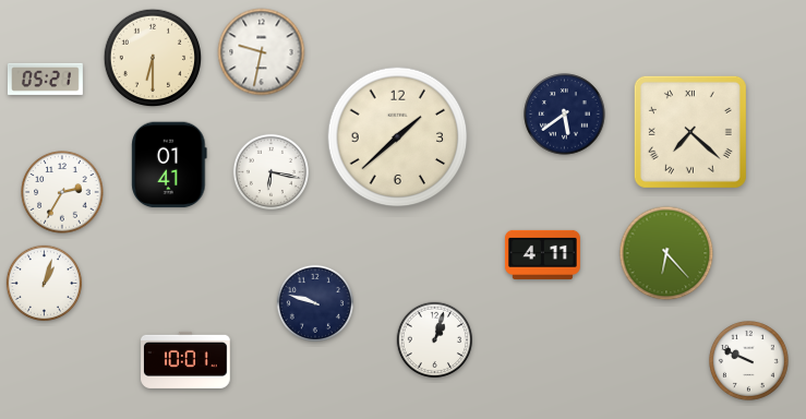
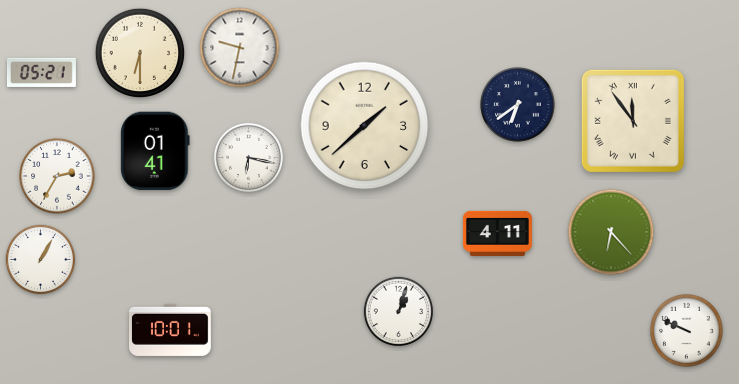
clock at (565, 115): 5:39 -> 6:39
clock at (690, 132): 7:22 -> 11:54
clock at (45, 284): 1:03 -> 1:05
clock at (315, 303): 9:48 -> none
